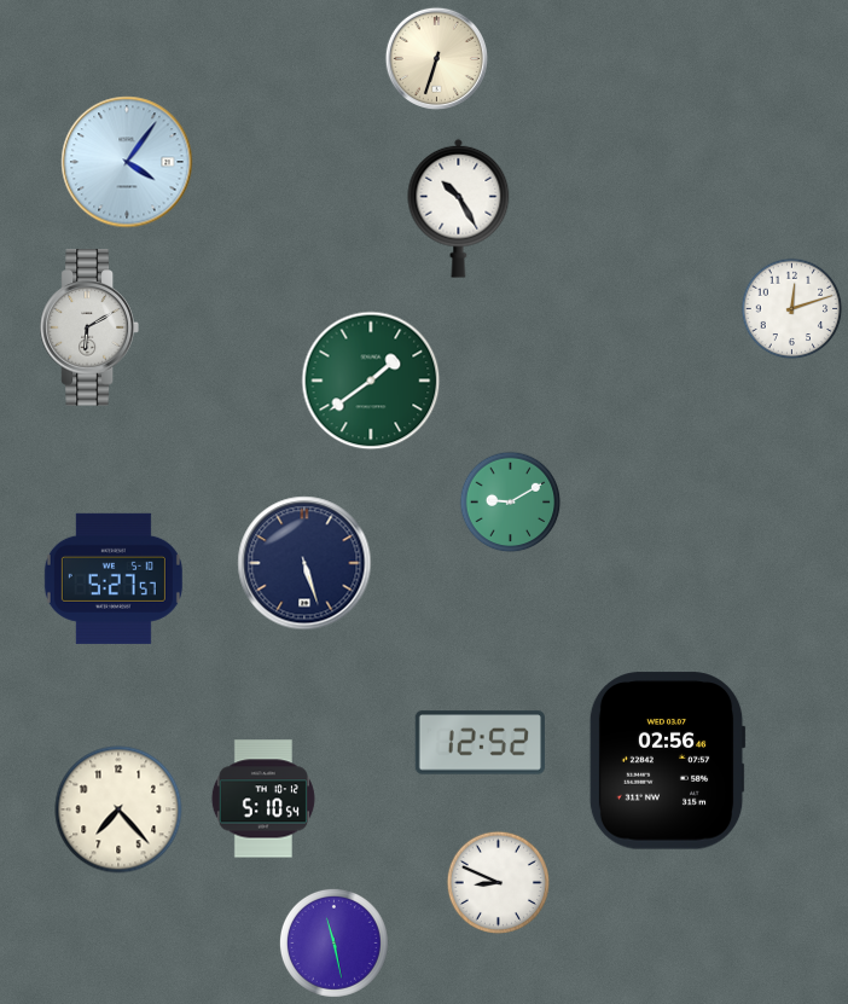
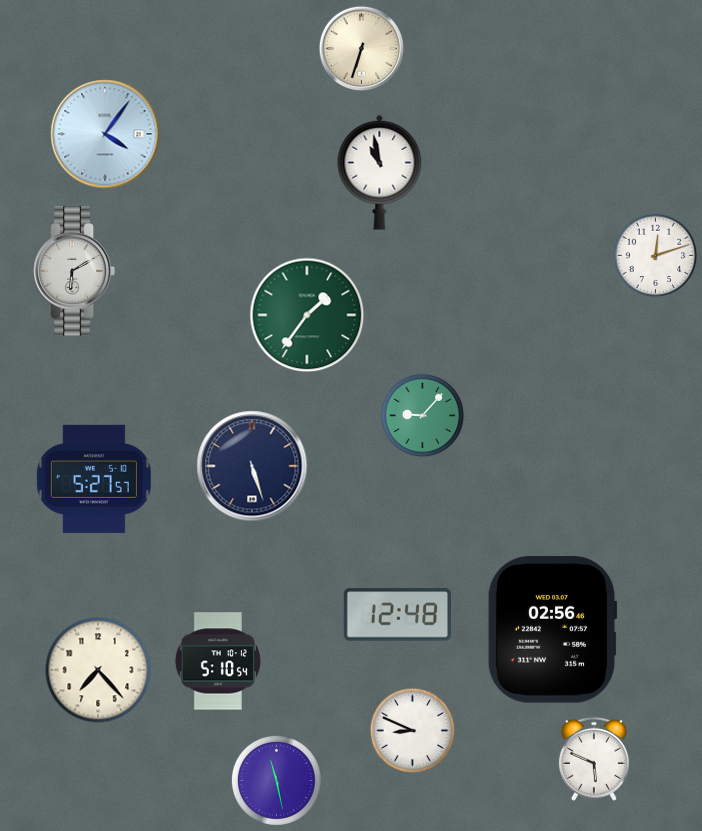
clock at (459, 208): 10:25 -> 10:58
clock at (371, 381): 1:39 -> 1:36
clock at (511, 503): 9:10 -> 9:07
clock at (480, 743): 12:52 -> 12:48
clock at (594, 759): none -> 5:49
